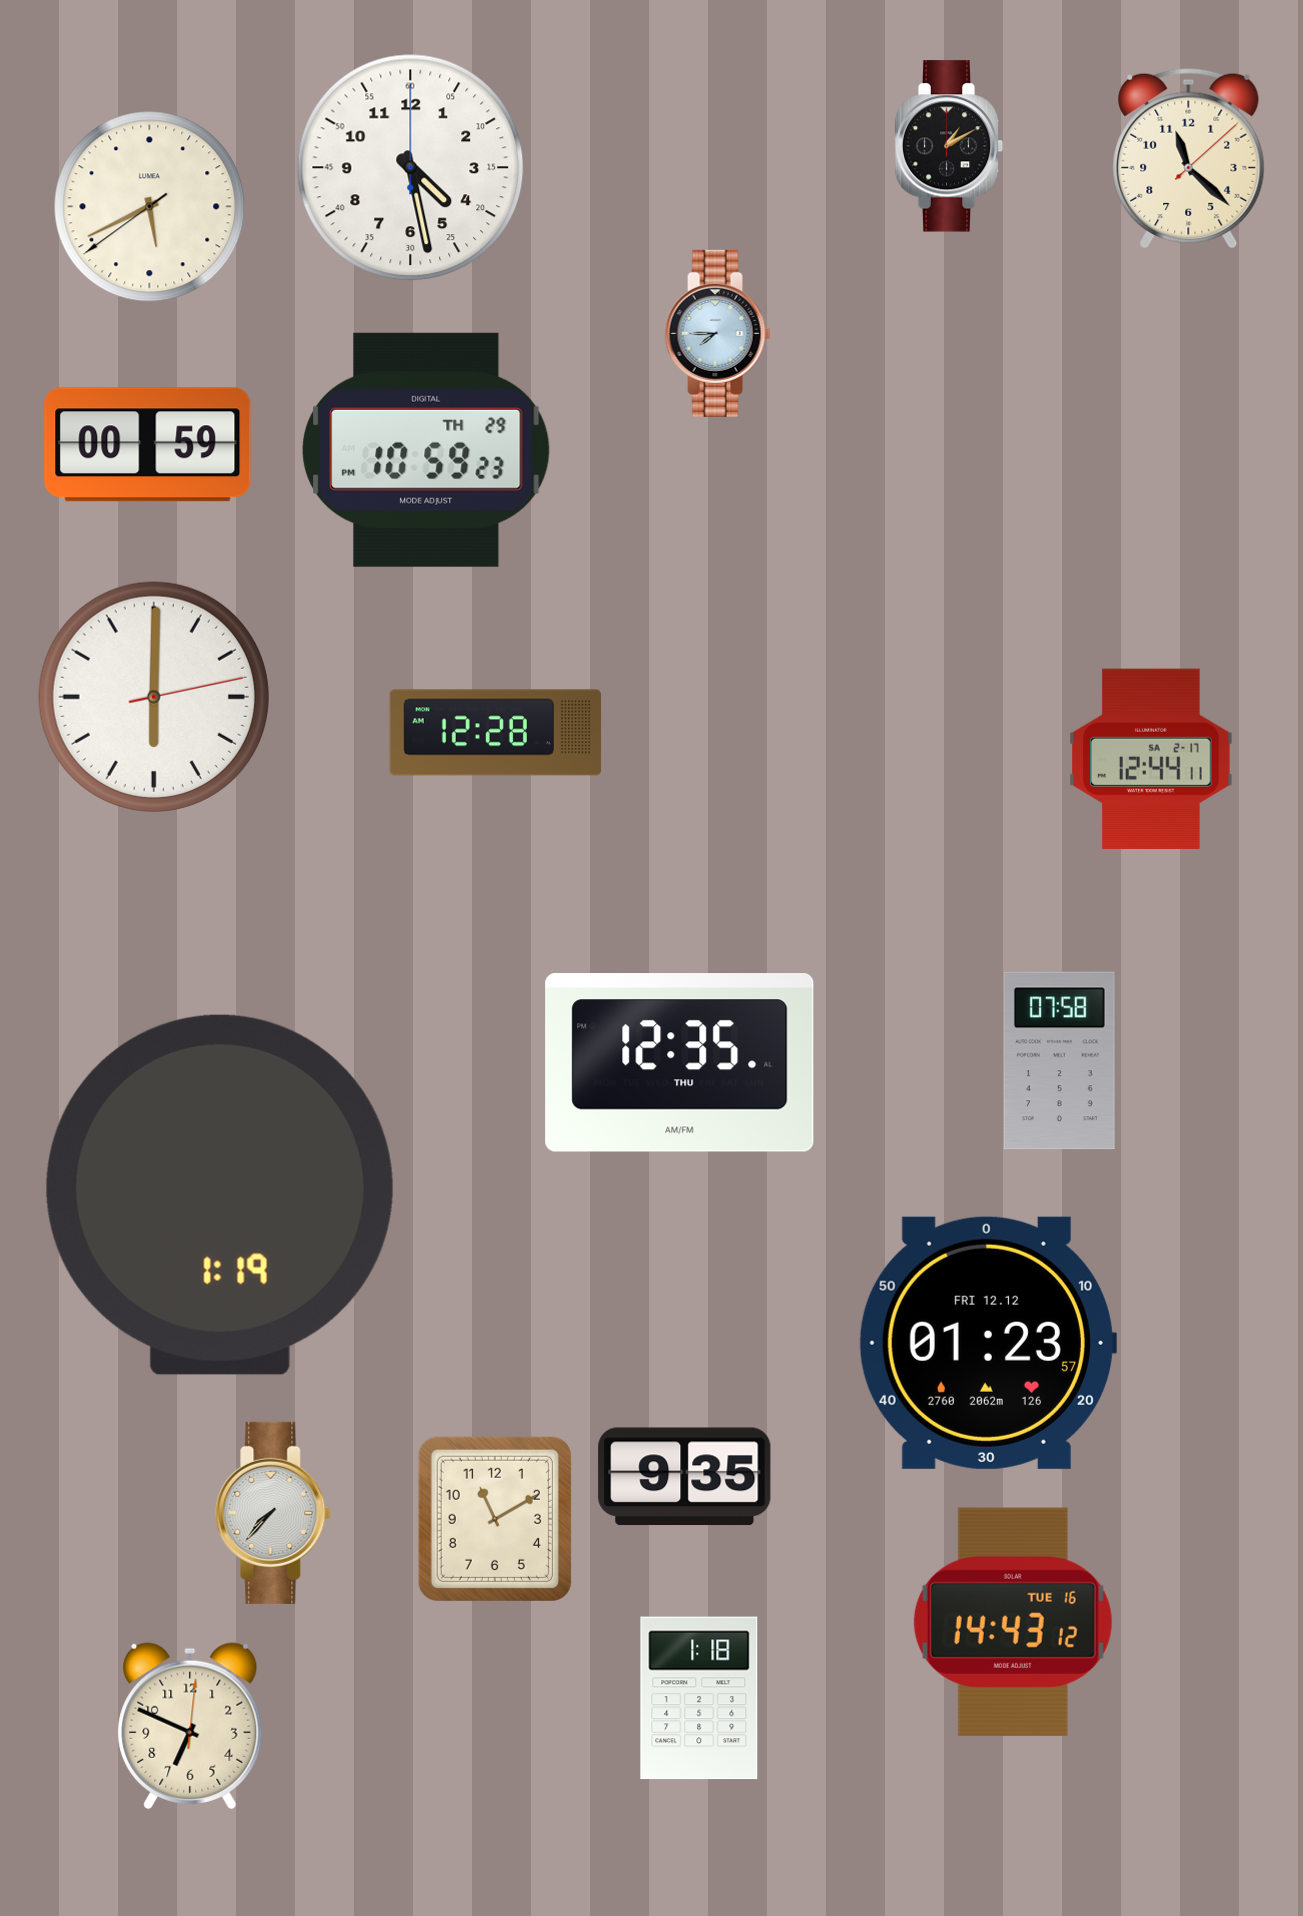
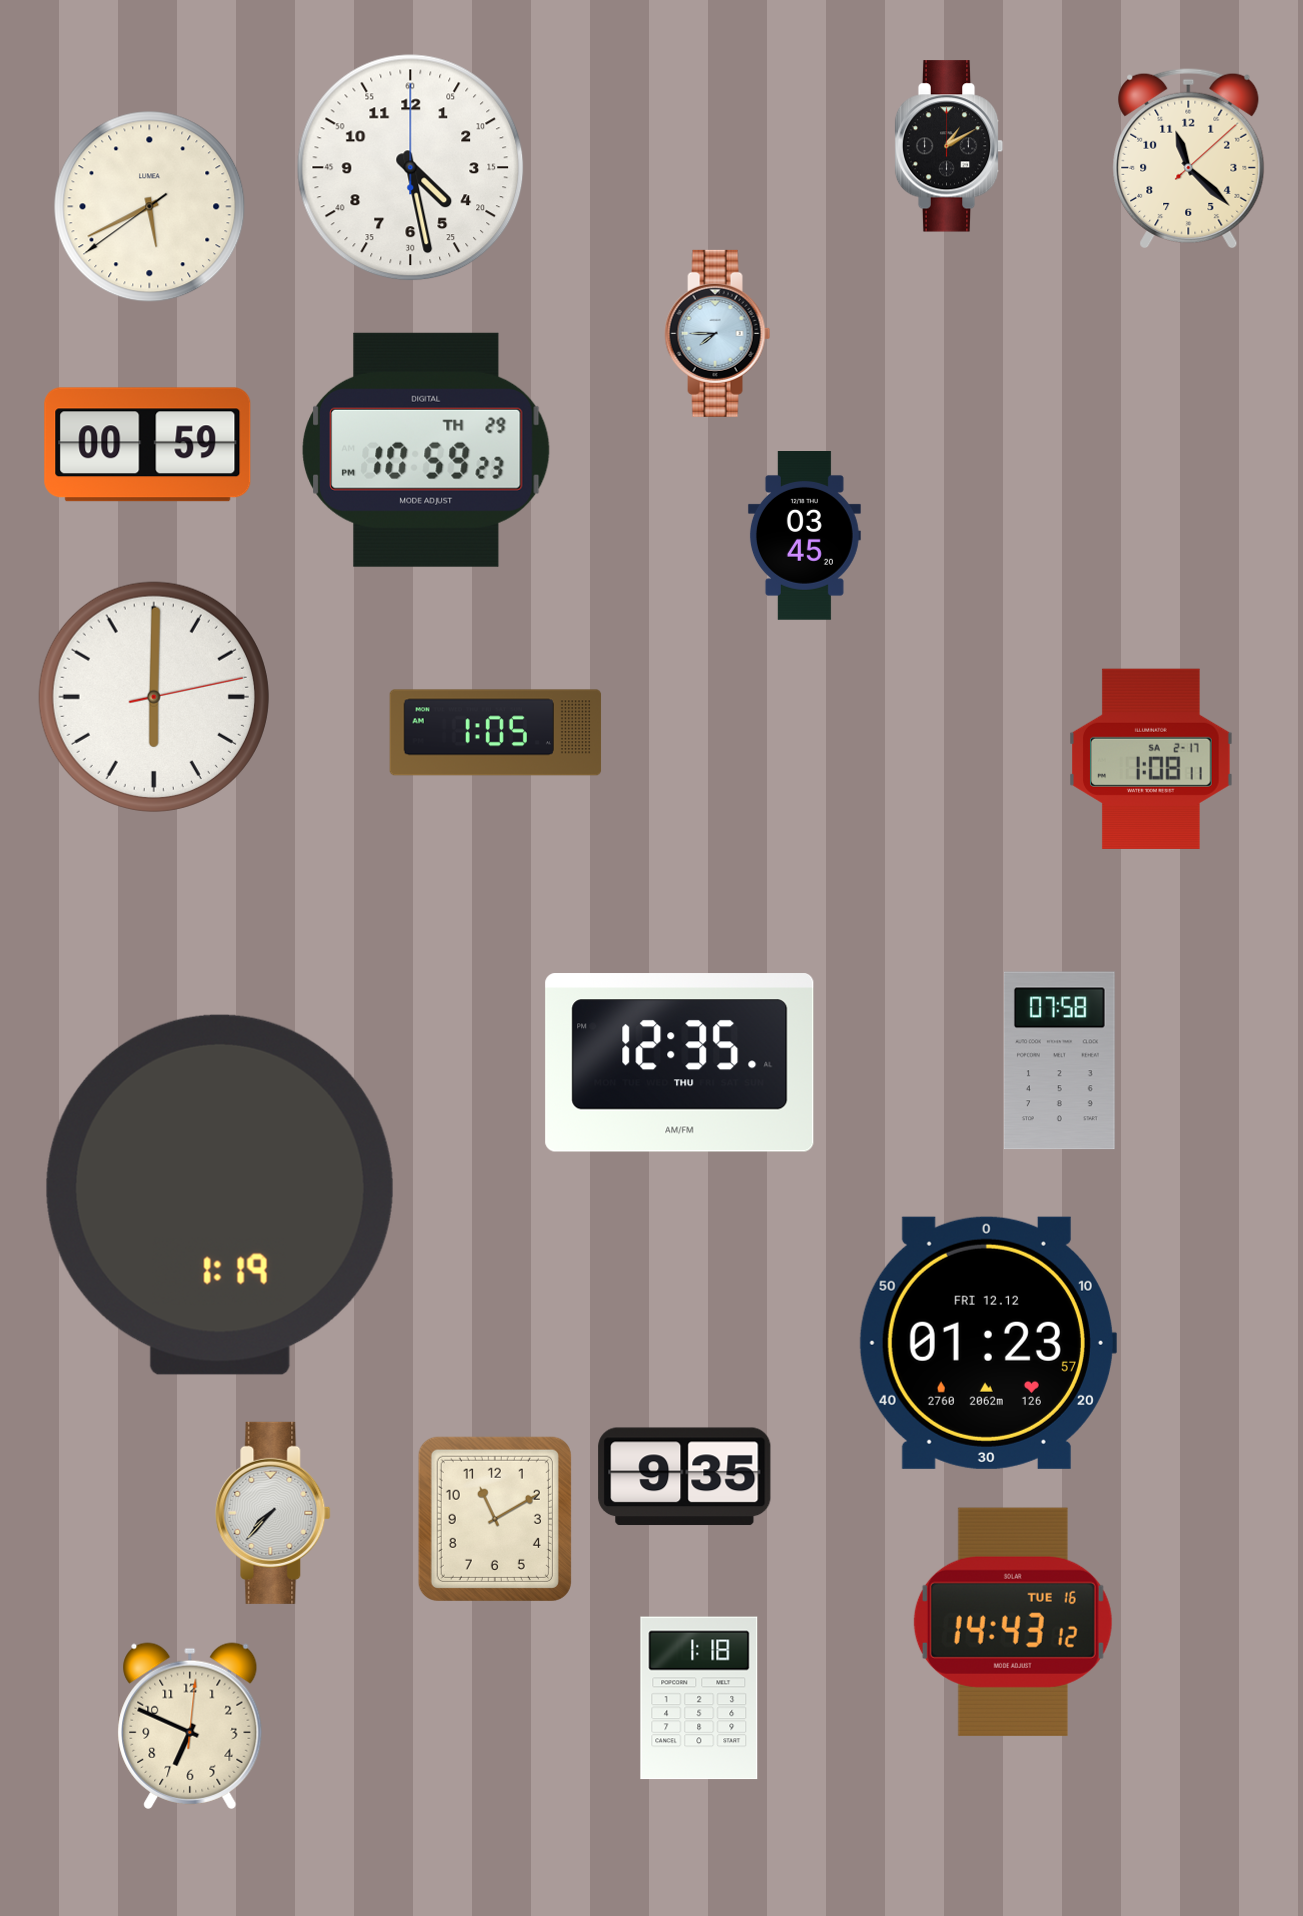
clock at (804, 536): none -> 03:45
clock at (496, 733): 12:28 -> 1:05
clock at (1151, 759): 12:44 -> 1:08
